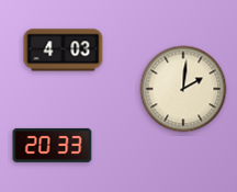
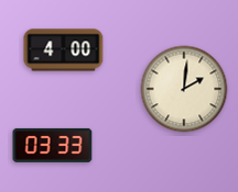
clock at (64, 50): 4:03 -> 4:00
clock at (53, 145): 20:33 -> 03:33
